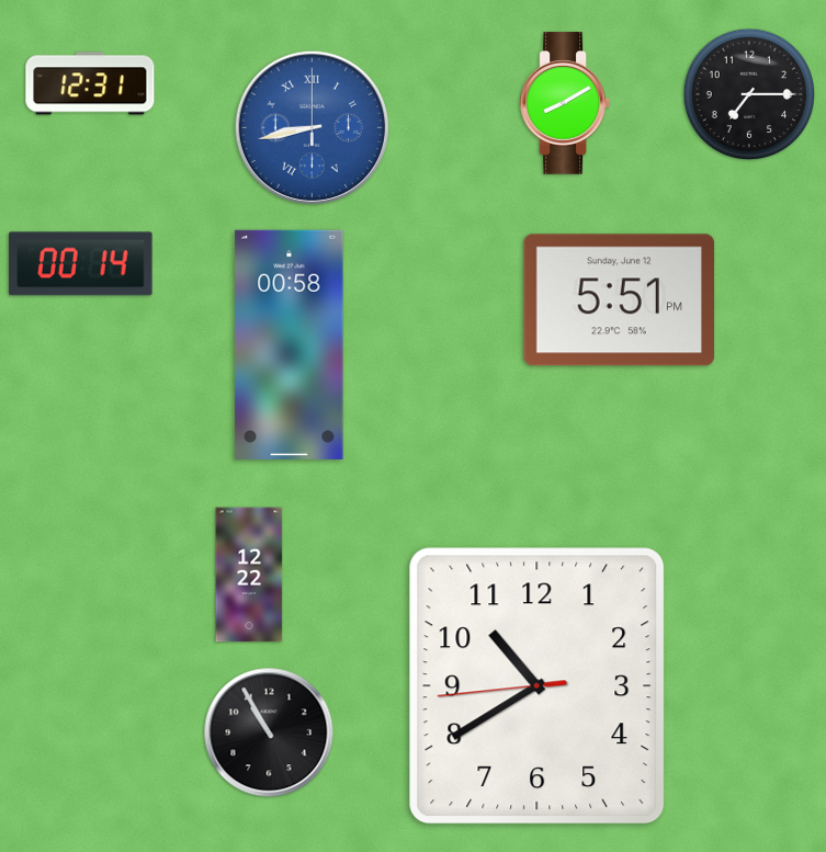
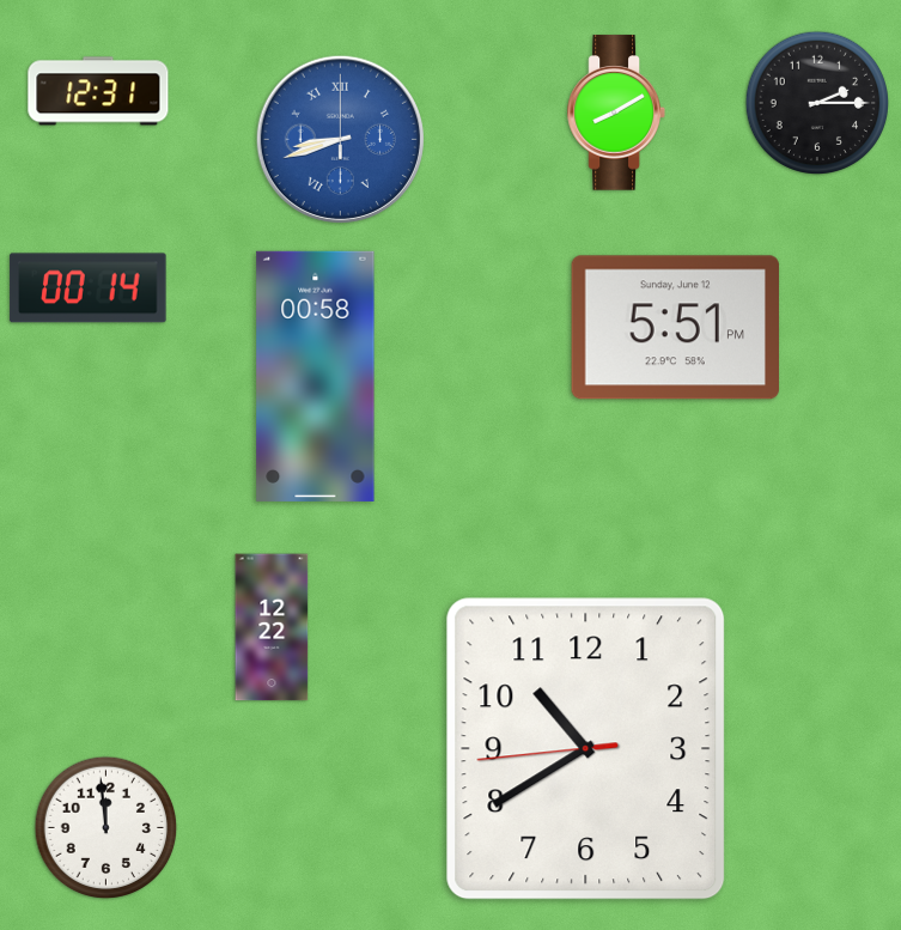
clock at (749, 94): 7:15 -> 2:15
clock at (312, 127): 8:43 -> 8:42
clock at (269, 732): 10:55 -> none
clock at (106, 828): none -> 11:59
